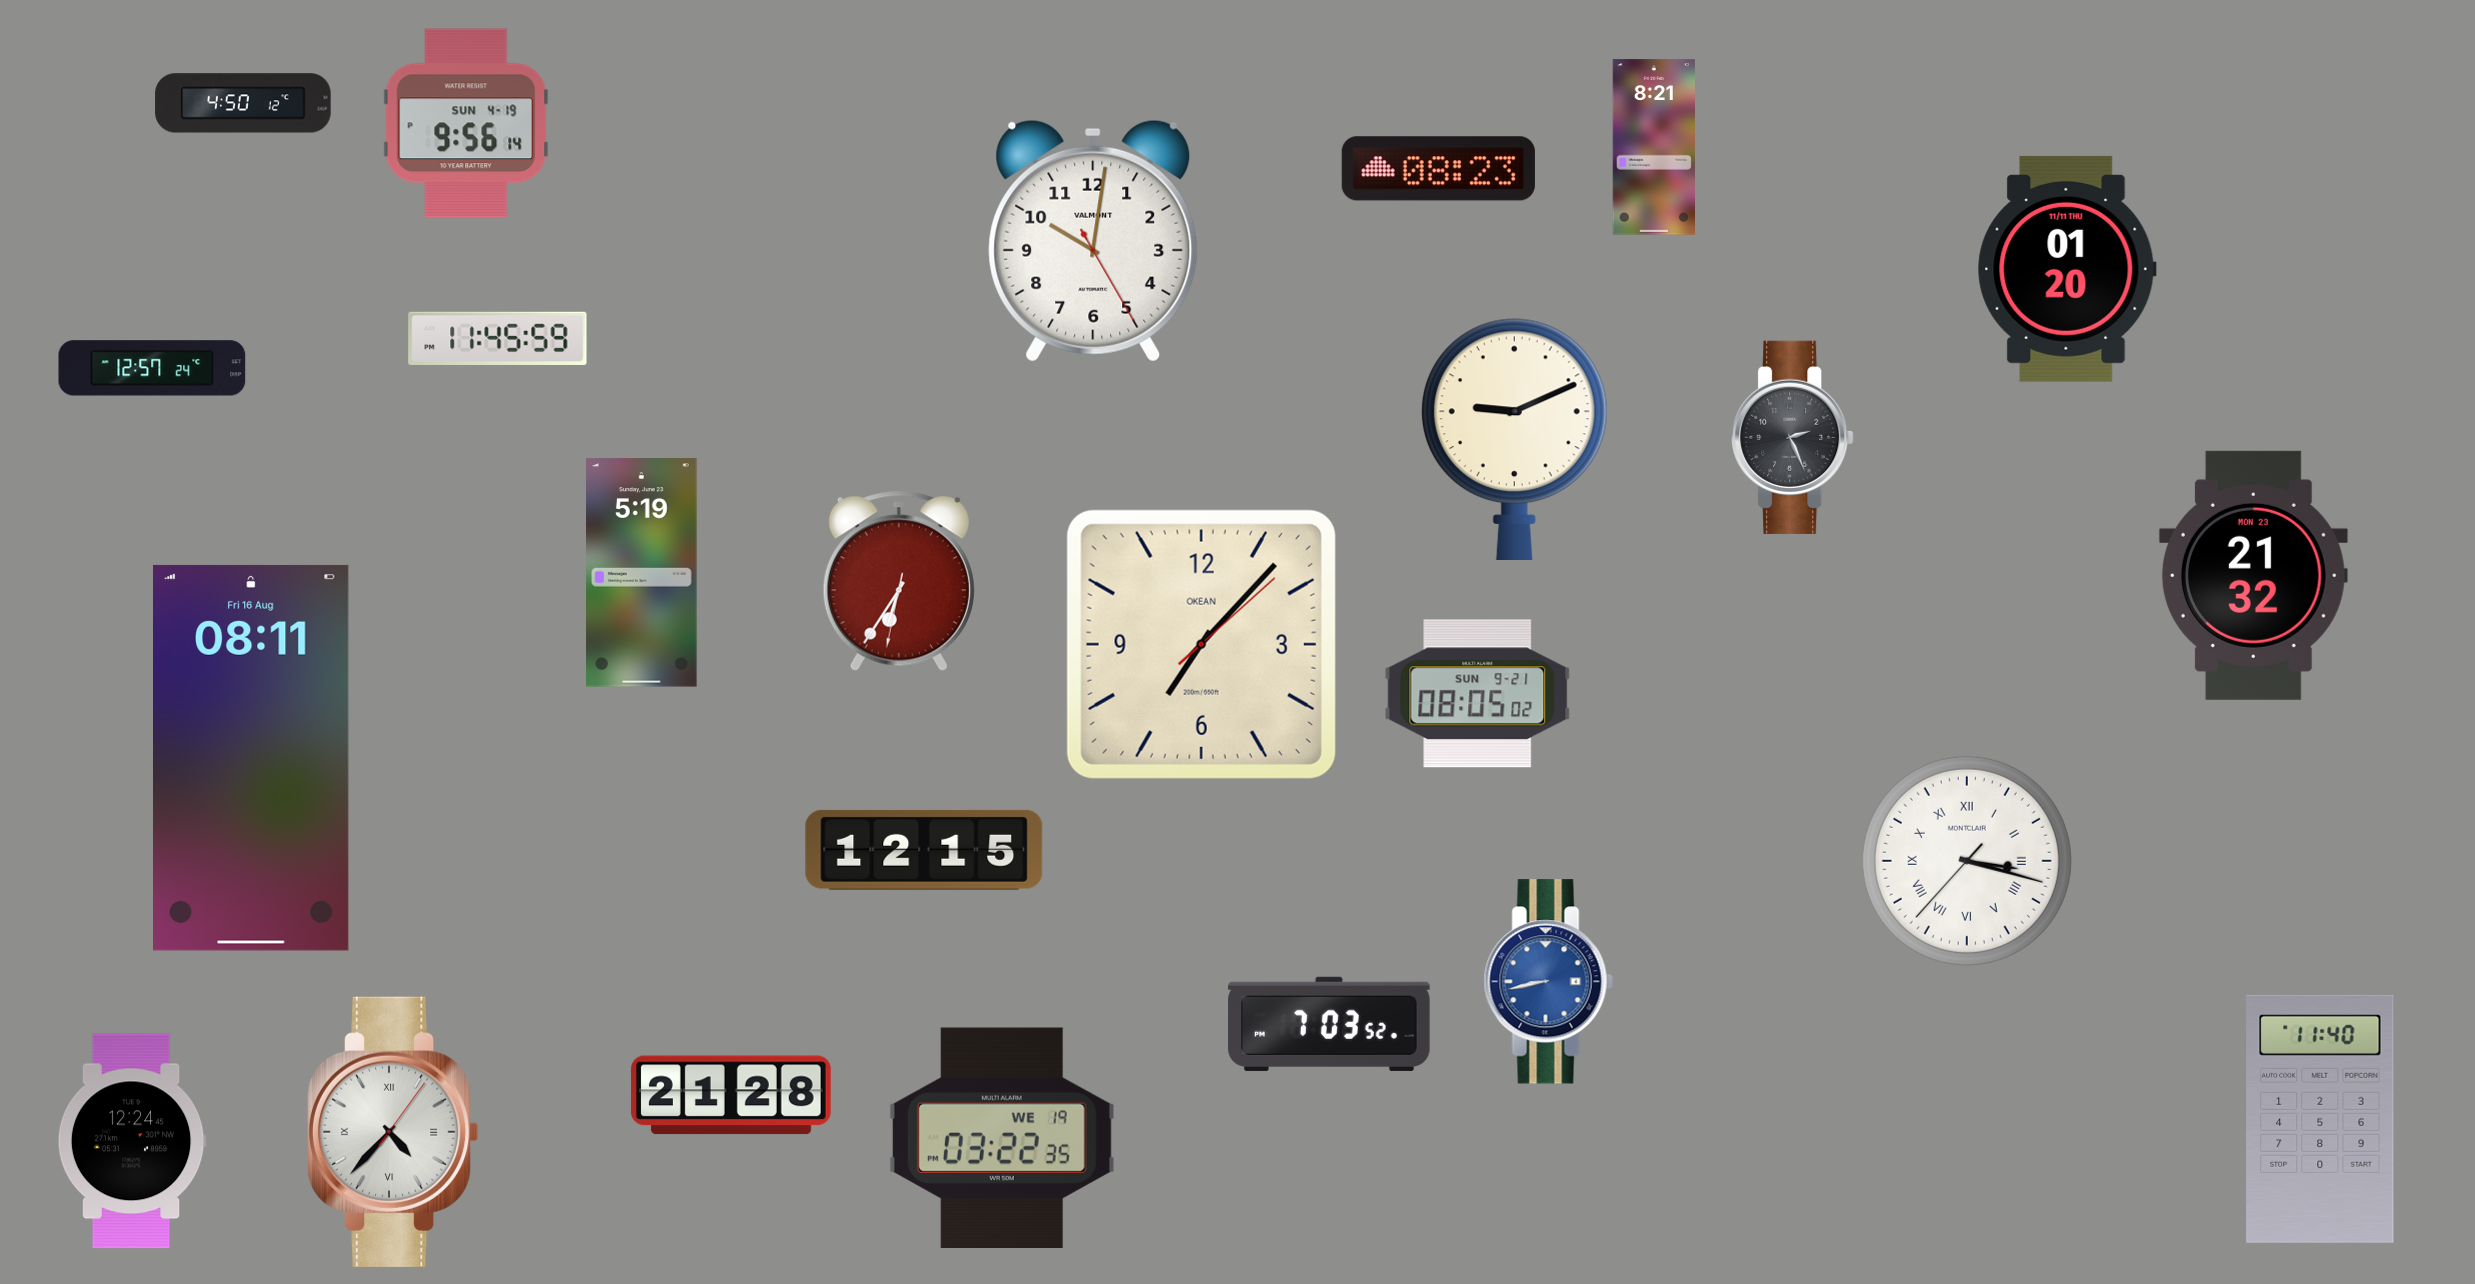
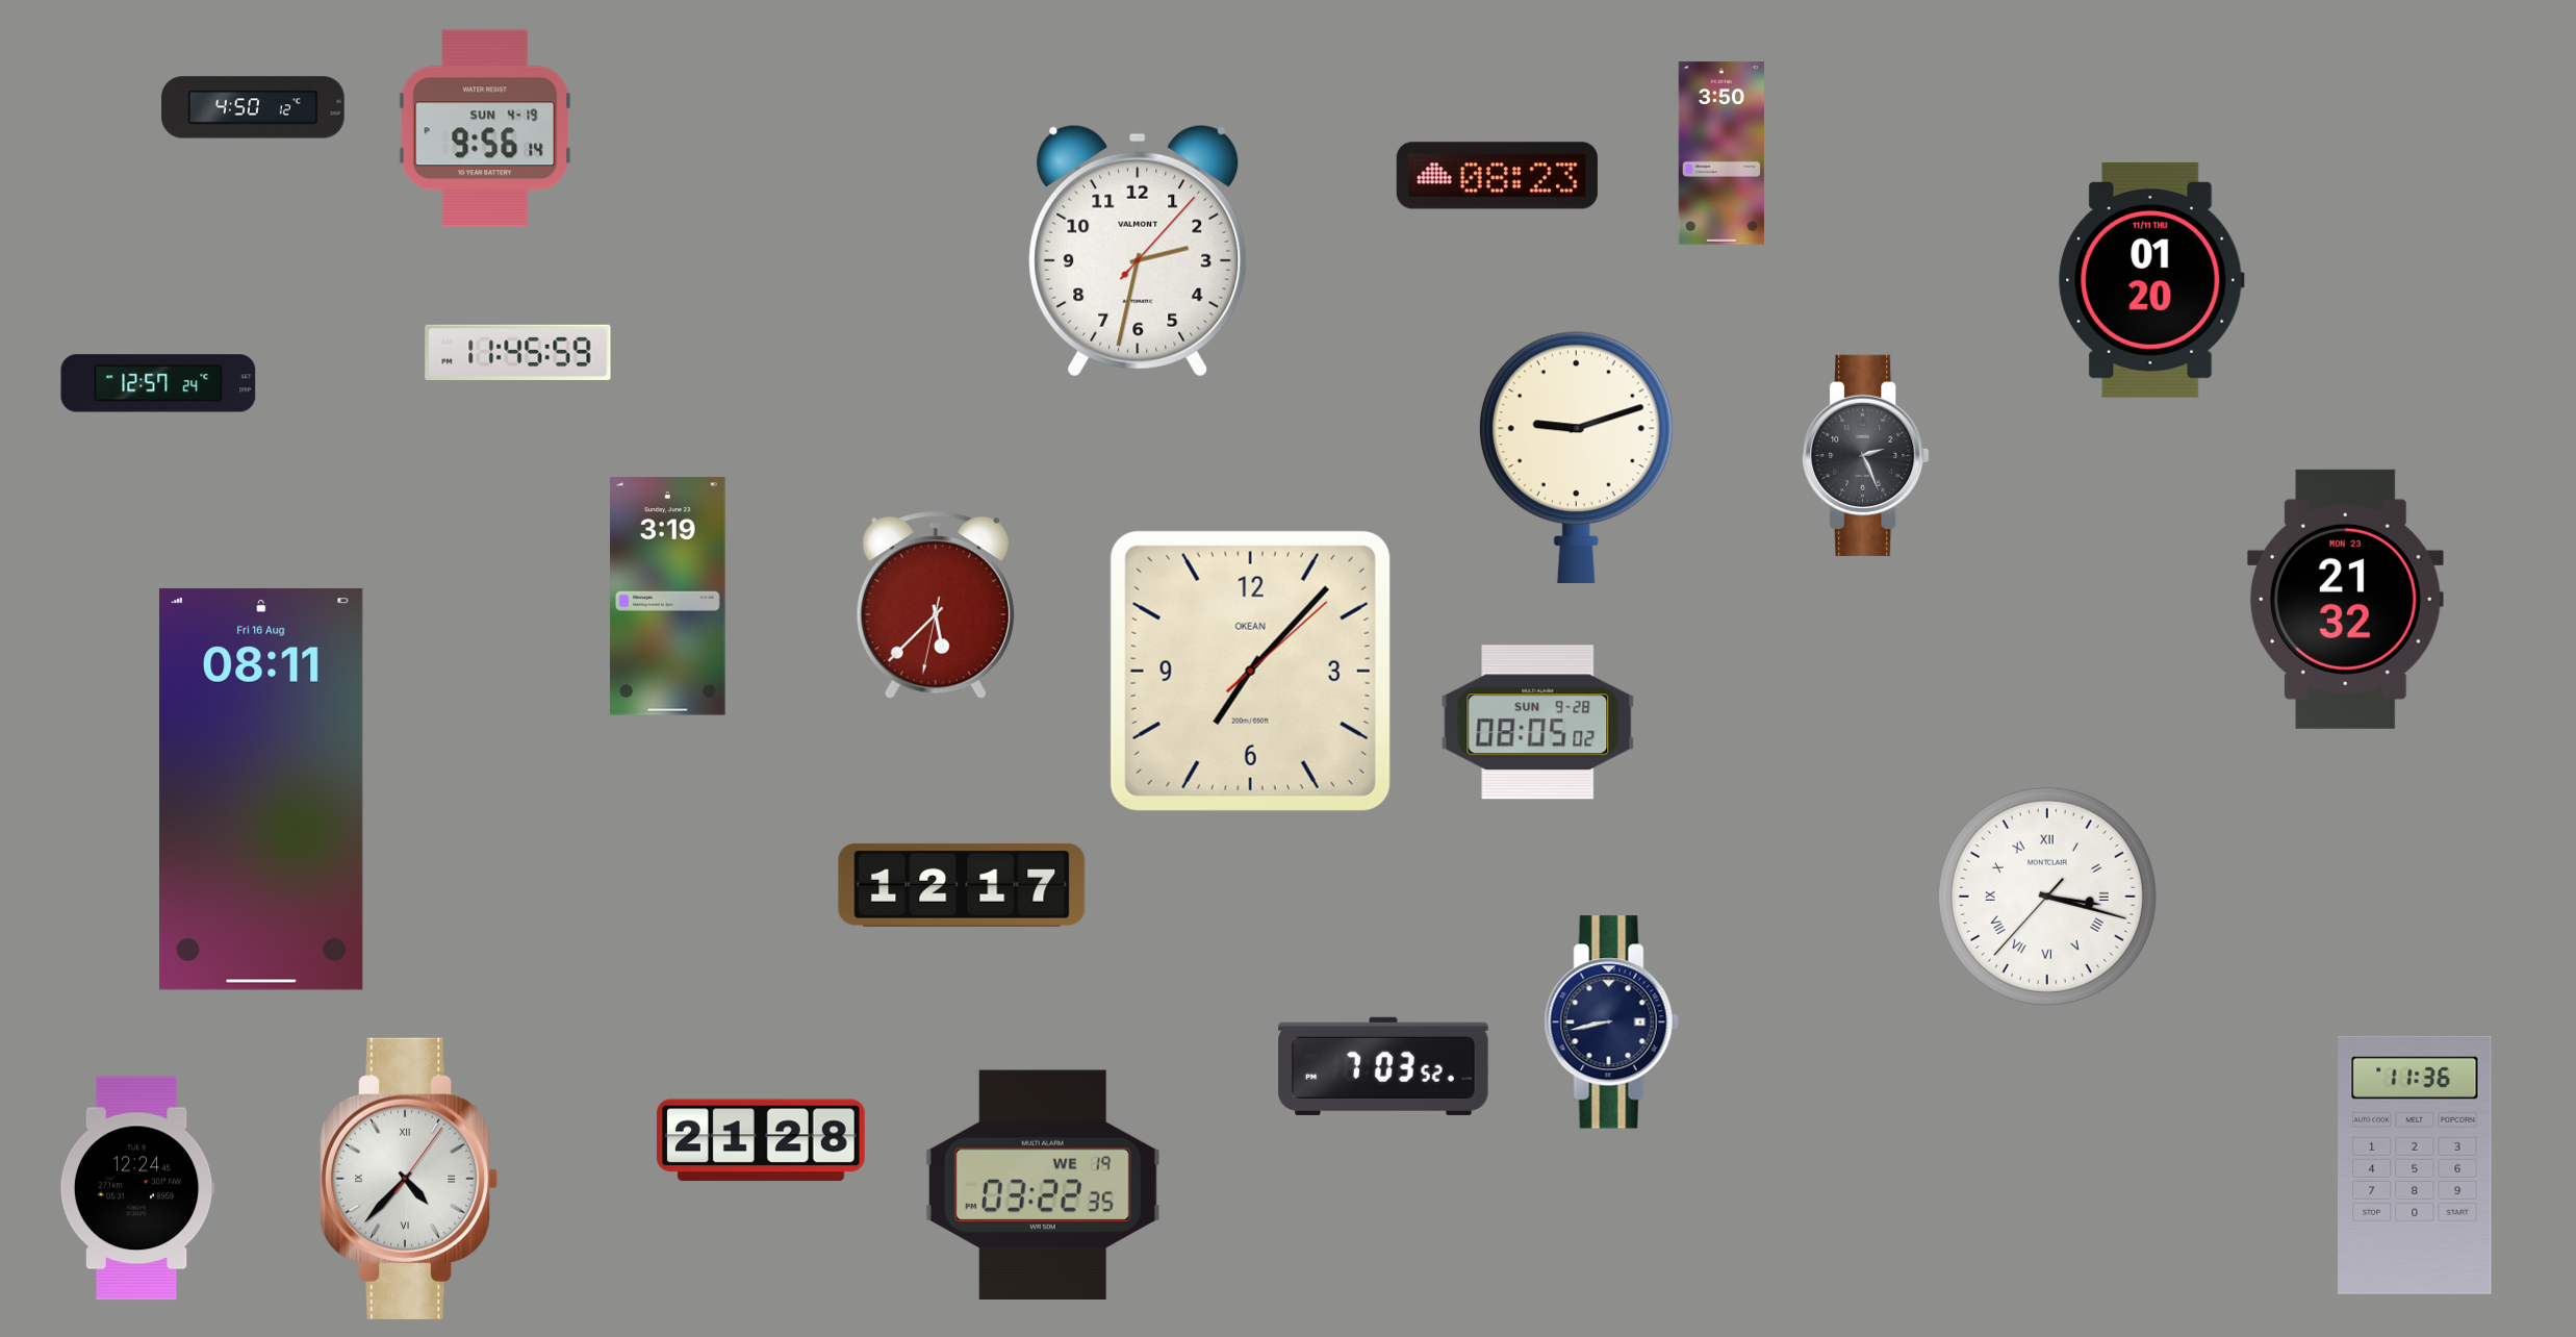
clock at (1654, 147): 8:21 -> 3:50
clock at (1093, 241): 10:01 -> 2:32
clock at (1514, 439): 9:11 -> 9:12
clock at (642, 573): 5:19 -> 3:19
clock at (899, 581): 6:35 -> 5:37
clock at (1478, 694) date: SUN 9-21 -> SUN 9-28
clock at (924, 850): 12:15 -> 12:17
clock at (1548, 982) dial: blue -> navy
clock at (2320, 1119): 11:40 -> 11:36
